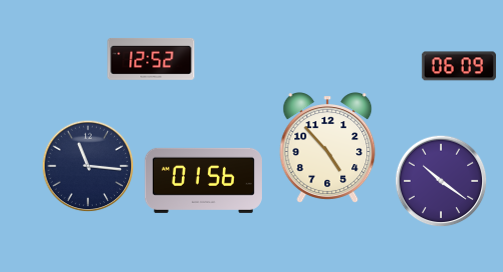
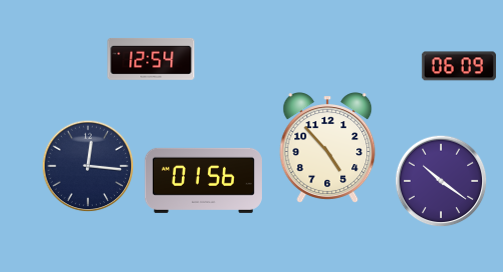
clock at (151, 59): 12:52 -> 12:54
clock at (88, 166): 11:16 -> 12:16
